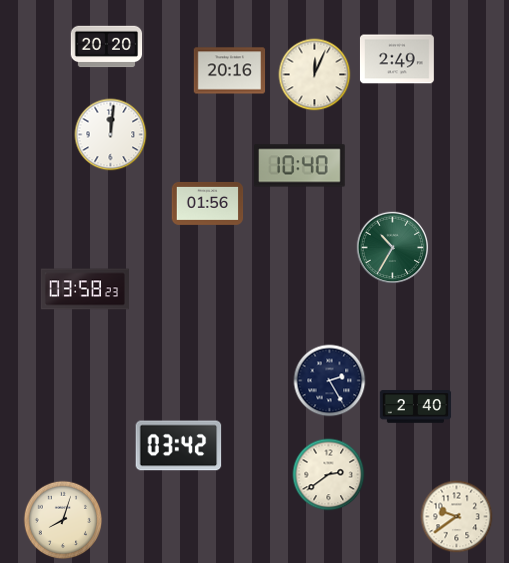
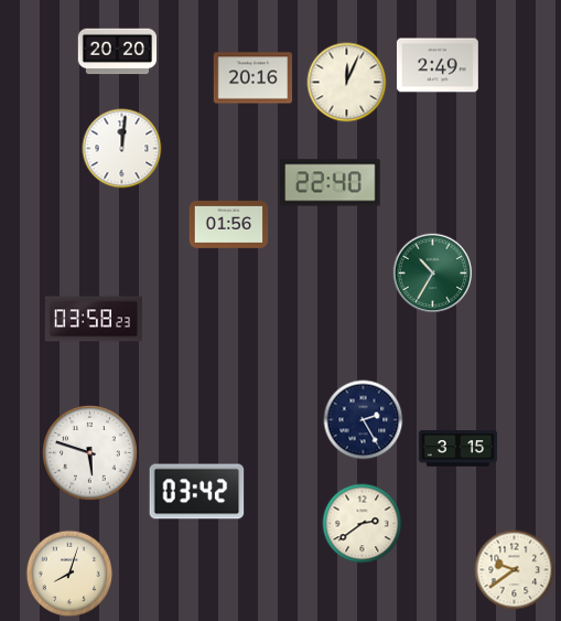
clock at (300, 166): 10:40 -> 22:40
clock at (416, 407): 2:40 -> 3:15
clock at (90, 453): none -> 5:48
clock at (457, 517) position: (457, 517) -> (515, 570)
